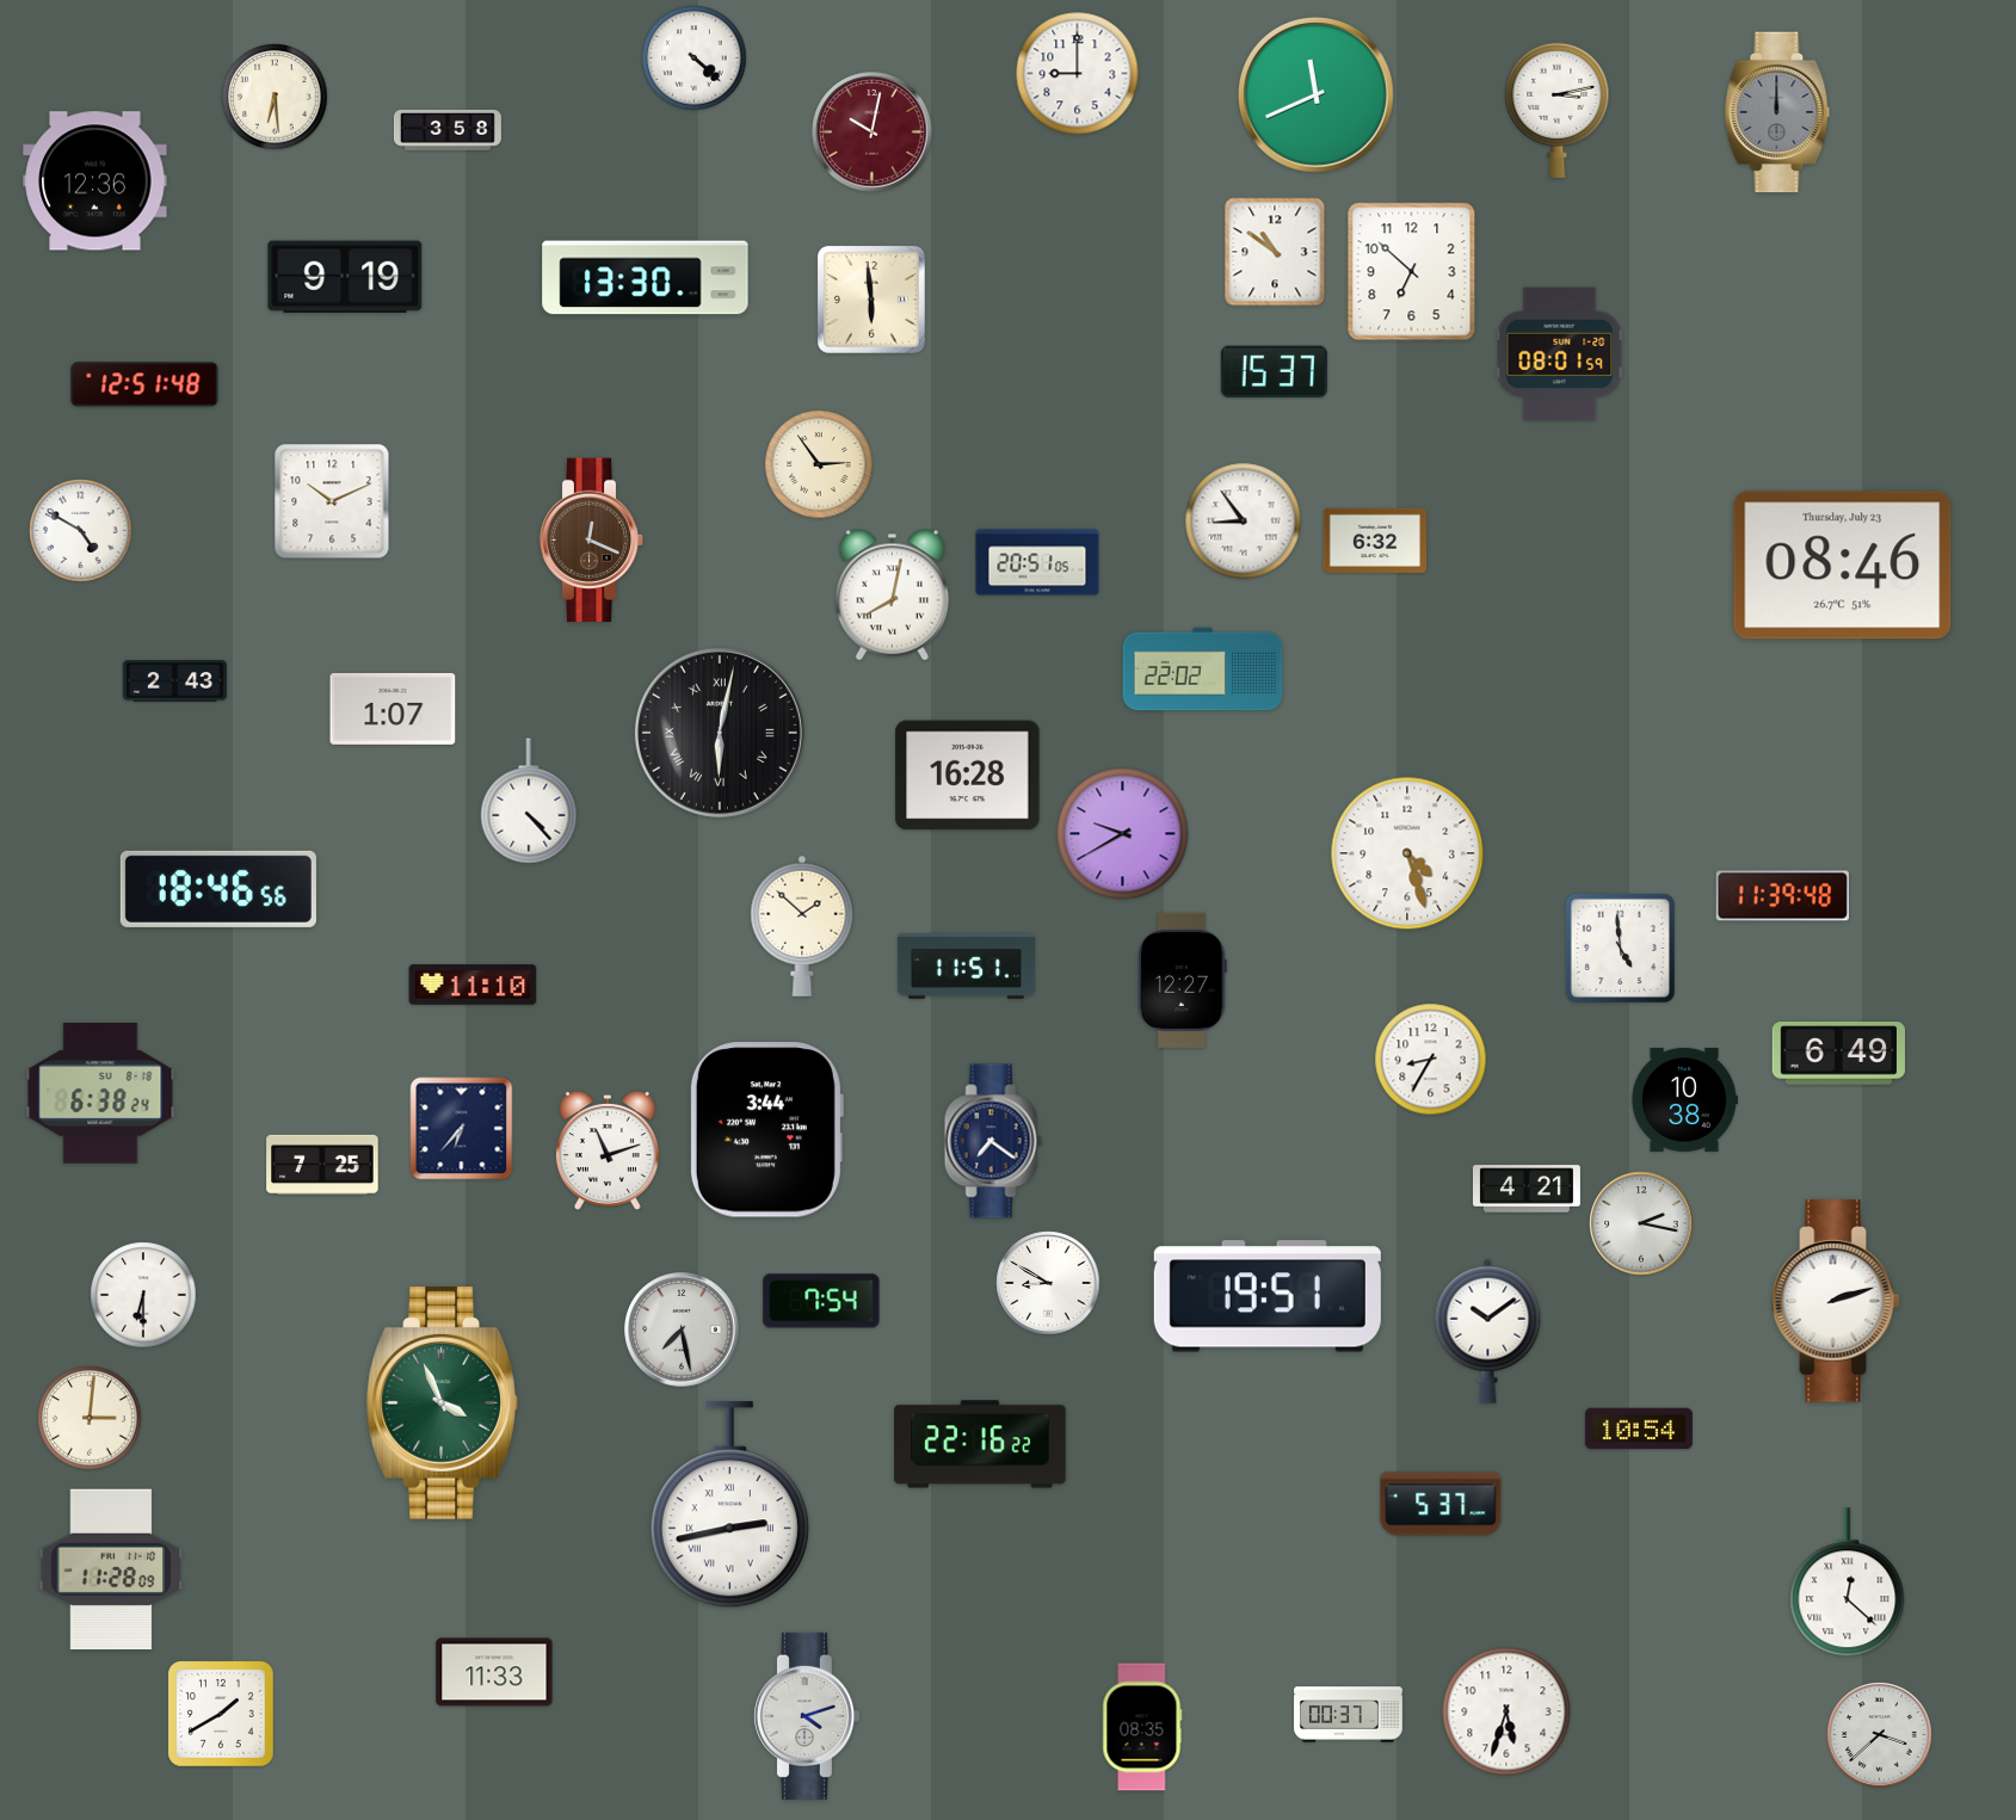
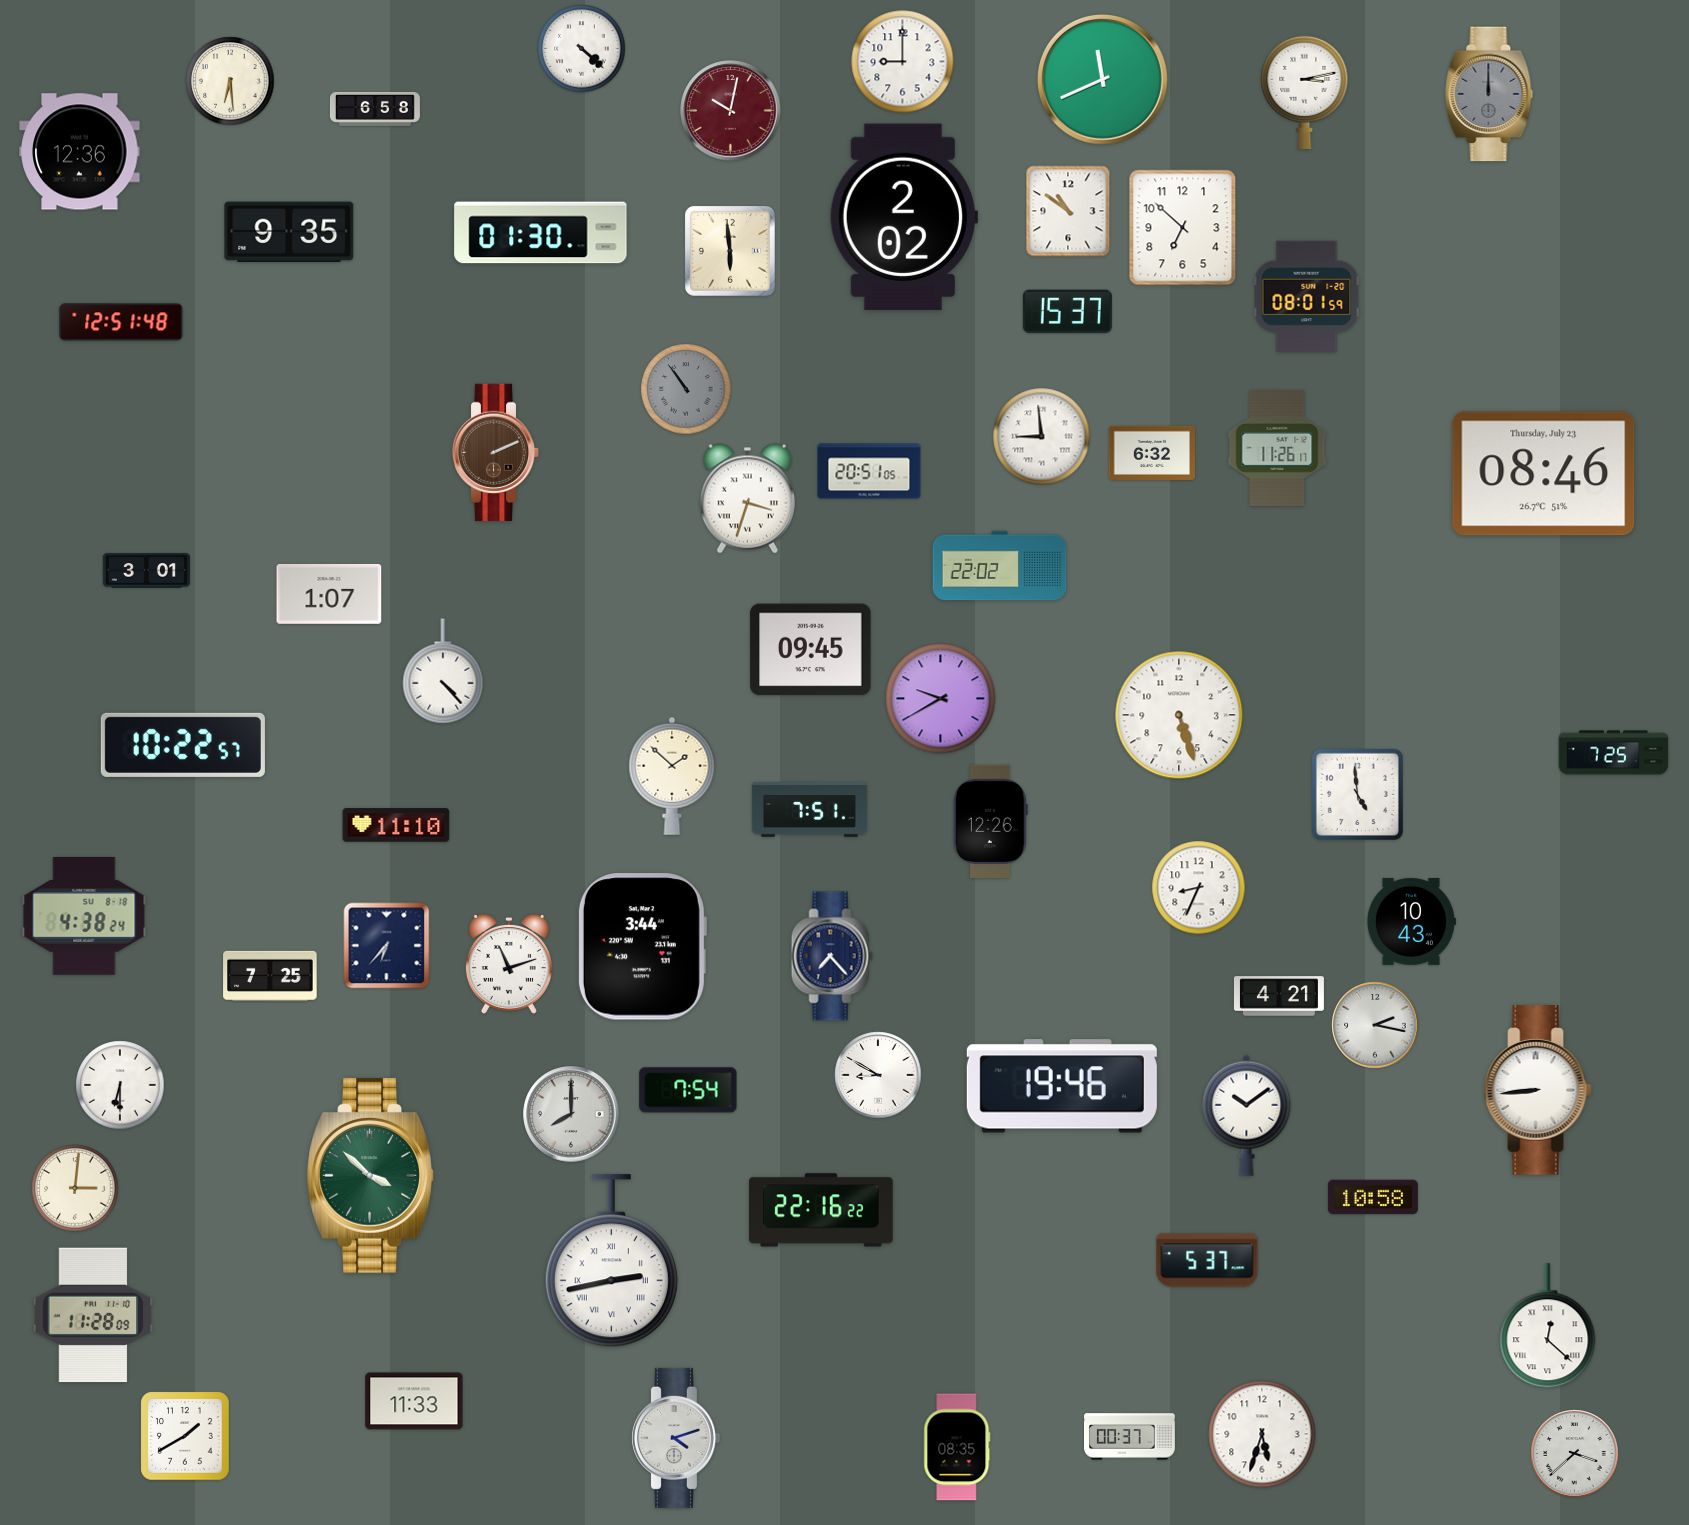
clock at (448, 130): 3:58 -> 6:58
clock at (903, 217): none -> 2:02
clock at (345, 277): 9:19 -> 9:35
clock at (646, 278): 13:30 -> 01:30
clock at (819, 464): 2:54 -> 10:54
clock at (819, 464) dial: cream -> grey
clock at (332, 501): 10:11 -> none
clock at (1244, 522): 8:54 -> 8:59
clock at (81, 531): 4:50 -> none
clock at (1277, 448): none -> 11:26
clock at (592, 539): 12:19 -> 2:11
clock at (892, 596): 8:02 -> 3:33
clock at (1203, 670) position: (1203, 670) -> (1000, 566)
clock at (174, 681): 2:43 -> 3:01
clock at (720, 733): 6:02 -> none
clock at (968, 776): 16:28 -> 09:45
clock at (1407, 853): 4:27 -> 5:27
clock at (218, 889): 18:46 -> 10:22
clock at (1783, 896): 11:39 -> none
clock at (1614, 753): none -> 7:25
clock at (966, 967): 11:51 -> 7:51
clock at (1182, 980): 12:27 -> 12:26
clock at (1838, 1054): 6:49 -> none
clock at (1431, 1060): 8:35 -> 8:34
clock at (100, 1094): 6:38 -> 4:38
clock at (1684, 1099): 10:38 -> 10:43
clock at (993, 1141): 7:21 -> 7:23
clock at (1268, 1296): 19:51 -> 19:46
clock at (1836, 1302): 2:12 -> 8:44
clock at (682, 1329): 7:28 -> 8:00
clock at (443, 1402): 3:56 -> 3:52
clock at (1639, 1429): 10:54 -> 10:58
